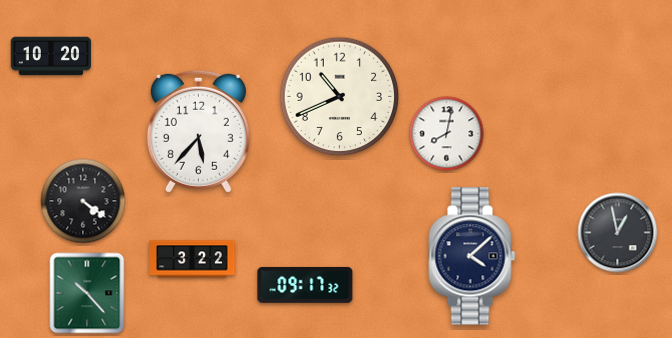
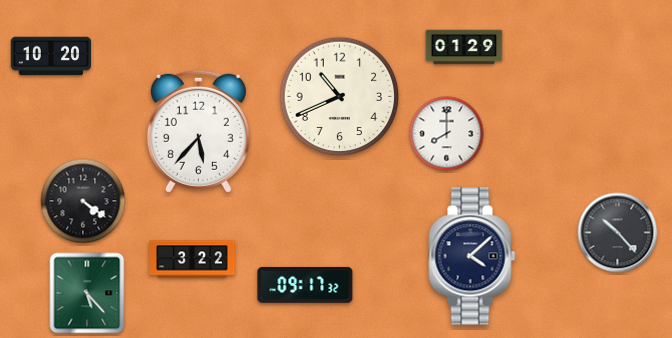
clock at (464, 47): none -> 01:29
clock at (447, 134): 8:02 -> 8:00
clock at (618, 233): 12:58 -> 10:23
clock at (87, 293): 10:23 -> 5:23
